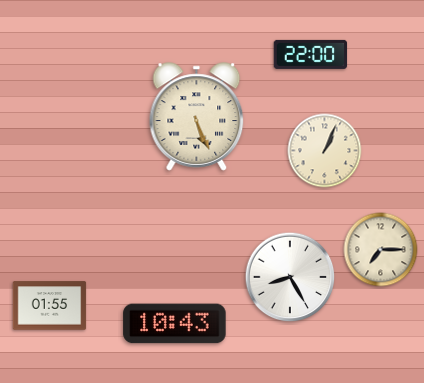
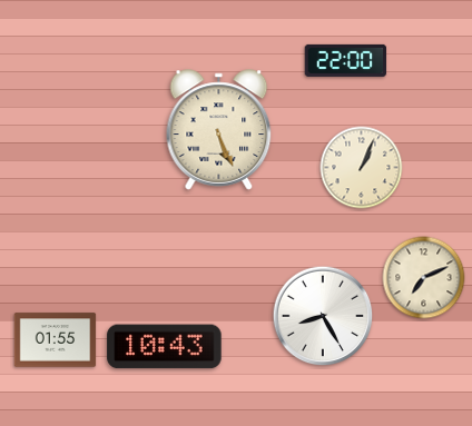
clock at (381, 250): 7:15 -> 7:11
clock at (290, 277) position: (290, 277) -> (323, 316)
clock at (175, 324) position: (175, 324) -> (165, 347)
